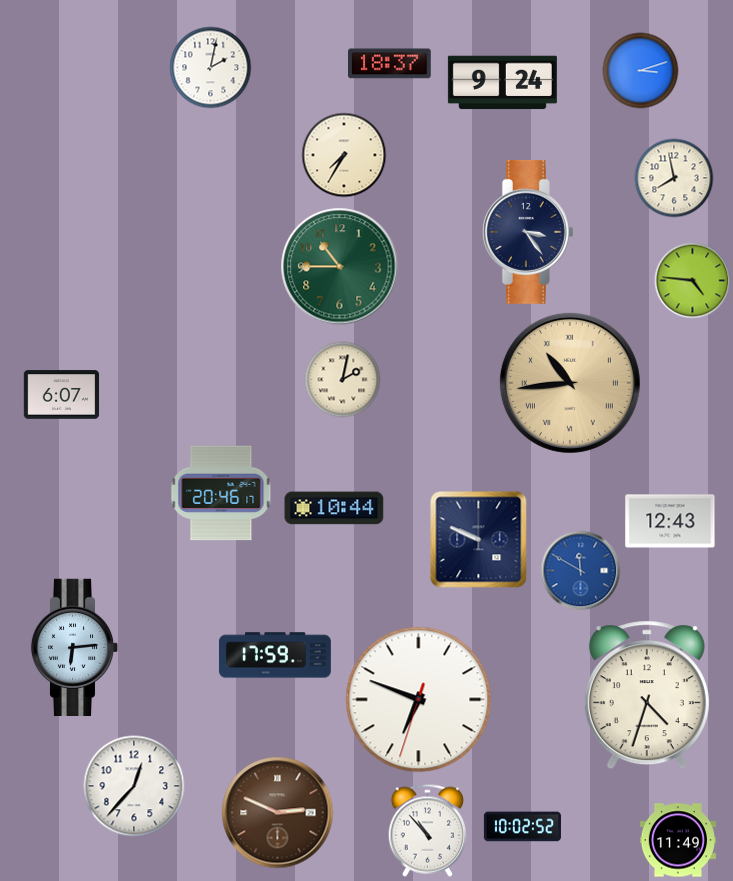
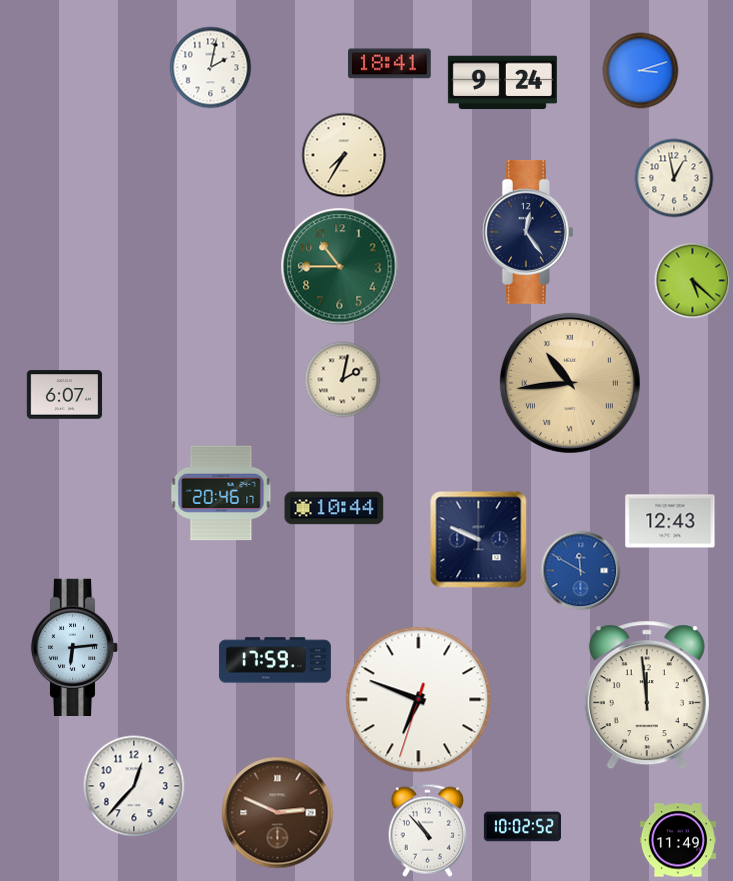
clock at (390, 64): 18:37 -> 18:41
clock at (674, 178): 7:58 -> 12:58
clock at (528, 232): 3:24 -> 12:24
clock at (693, 281): 4:46 -> 5:22
clock at (62, 395) position: (62, 395) -> (65, 395)
clock at (275, 655) position: (275, 655) -> (275, 660)
clock at (647, 695): 4:33 -> 11:59
